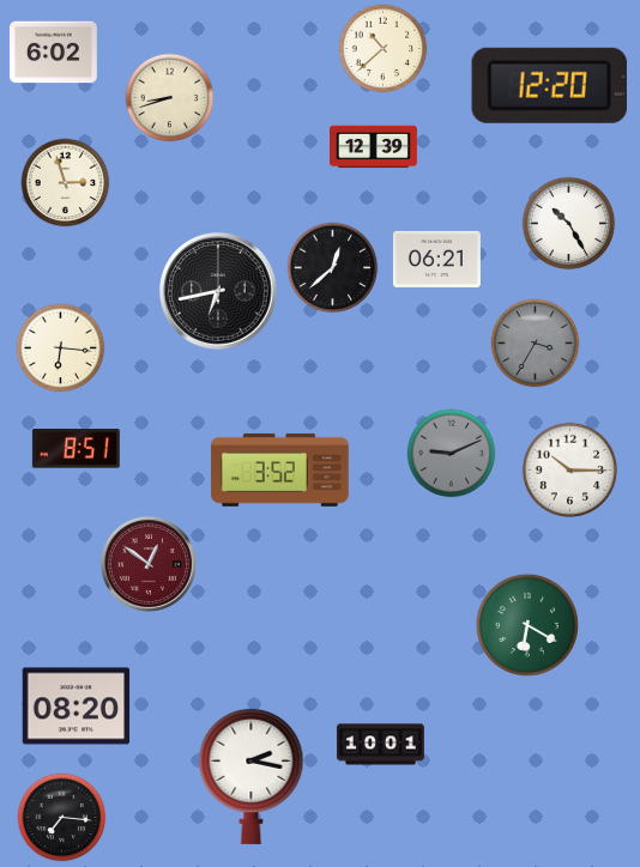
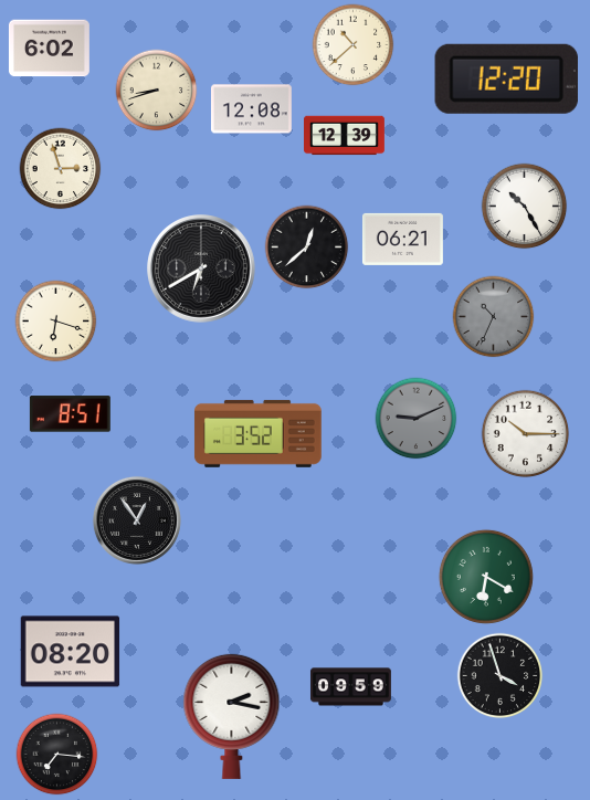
clock at (251, 109): none -> 12:08
clock at (219, 292): 6:43 -> 6:40
clock at (536, 344): 3:35 -> 10:34
clock at (61, 348): 6:16 -> 6:18
clock at (149, 564): 12:51 -> 12:54
clock at (149, 564) dial: burgundy -> black
clock at (501, 676): none -> 3:57
clock at (380, 745): 10:01 -> 09:59
